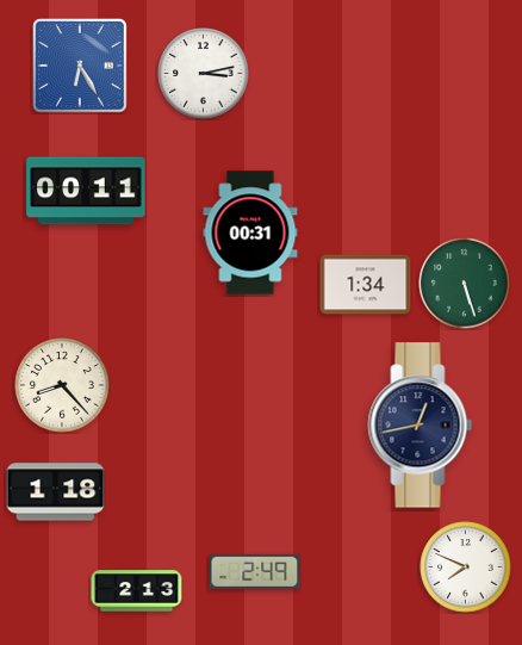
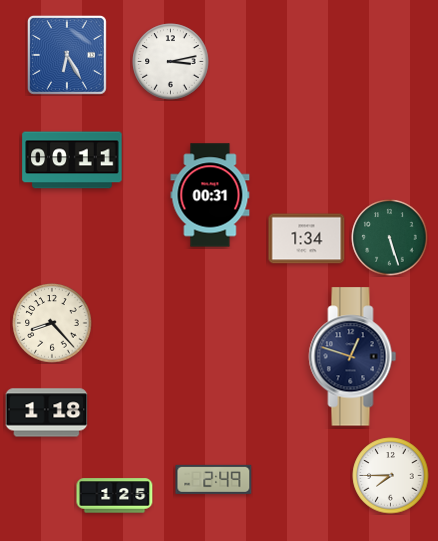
clock at (421, 426): 12:43 -> 12:48
clock at (466, 568): 7:49 -> 7:45
clock at (137, 591): 2:13 -> 1:25
